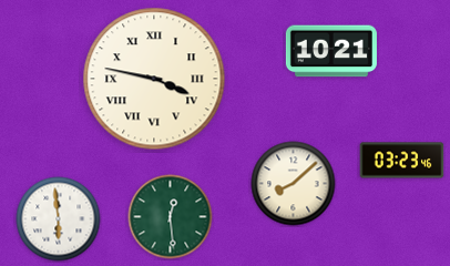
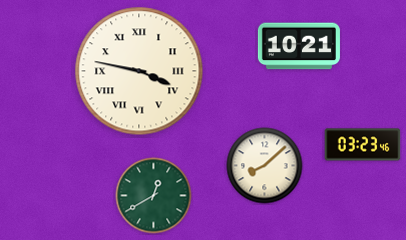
clock at (171, 217): 12:29 -> 12:40
clock at (59, 219): 5:59 -> none
